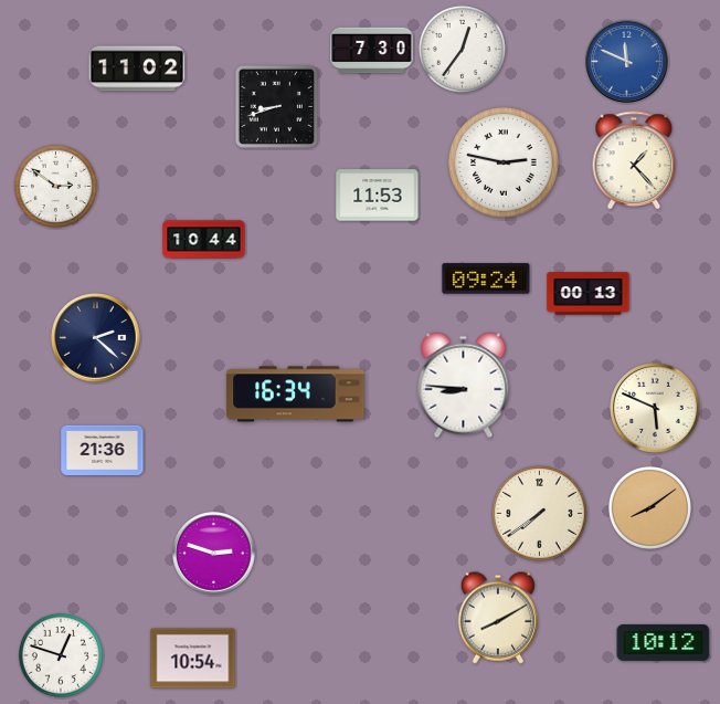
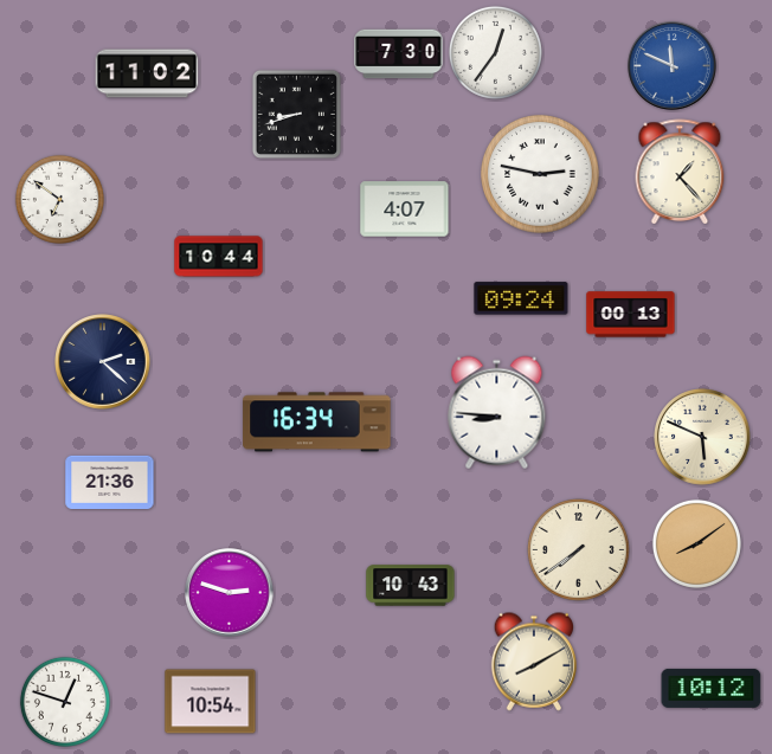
clock at (55, 186): 2:51 -> 6:51
clock at (378, 196): 11:53 -> 4:07
clock at (411, 586): none -> 10:43
clock at (193, 659) position: (193, 659) -> (211, 702)
